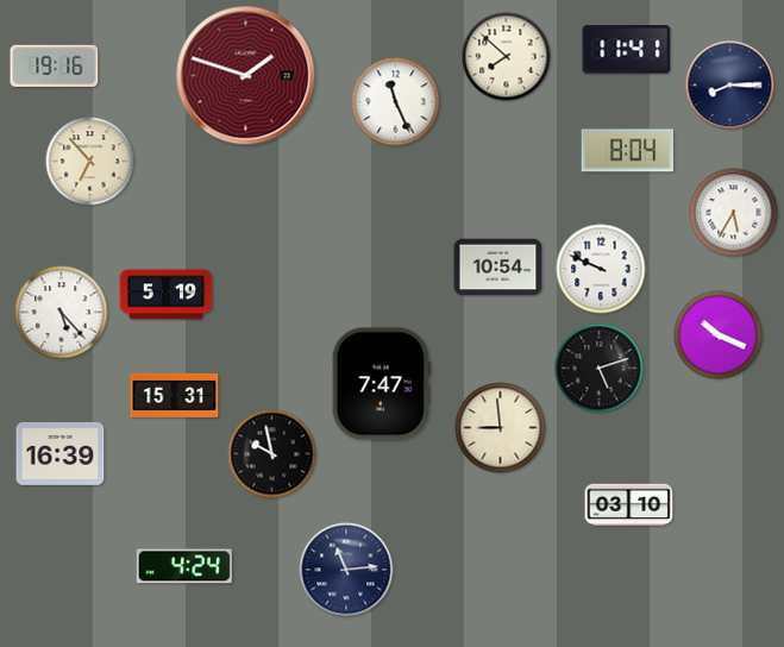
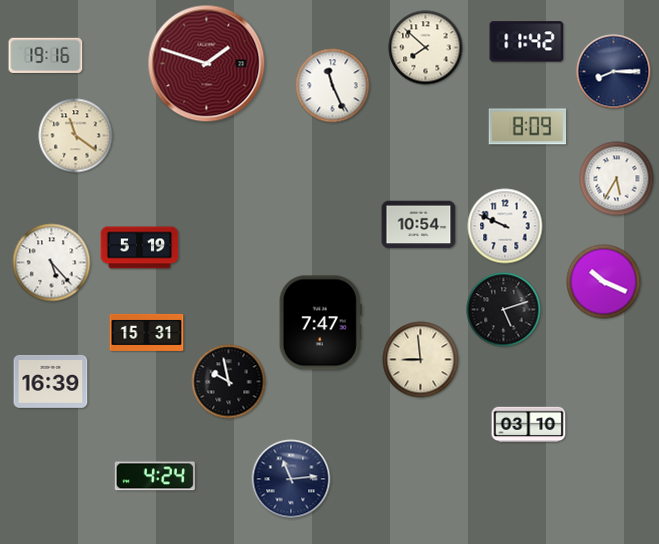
clock at (627, 50): 11:41 -> 11:42
clock at (628, 151): 8:04 -> 8:09
clock at (90, 162): 6:53 -> 11:21
